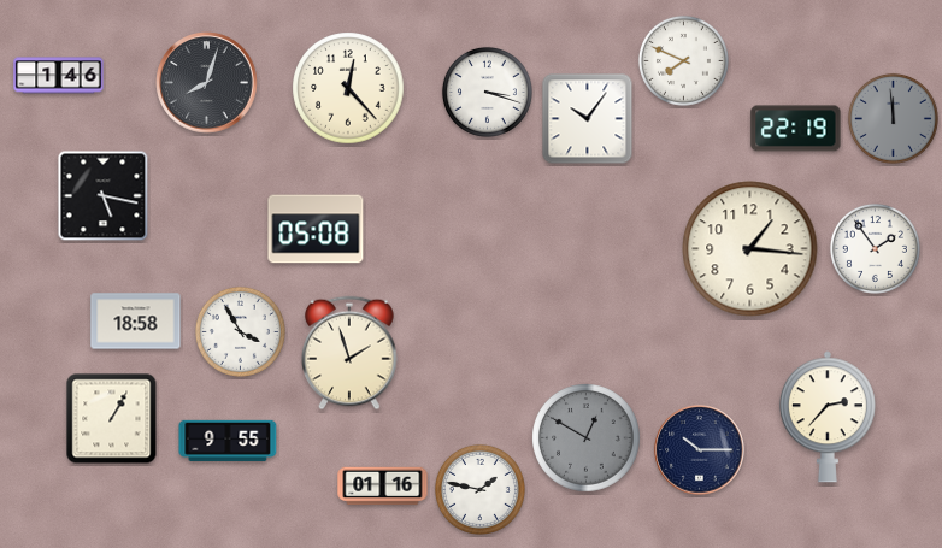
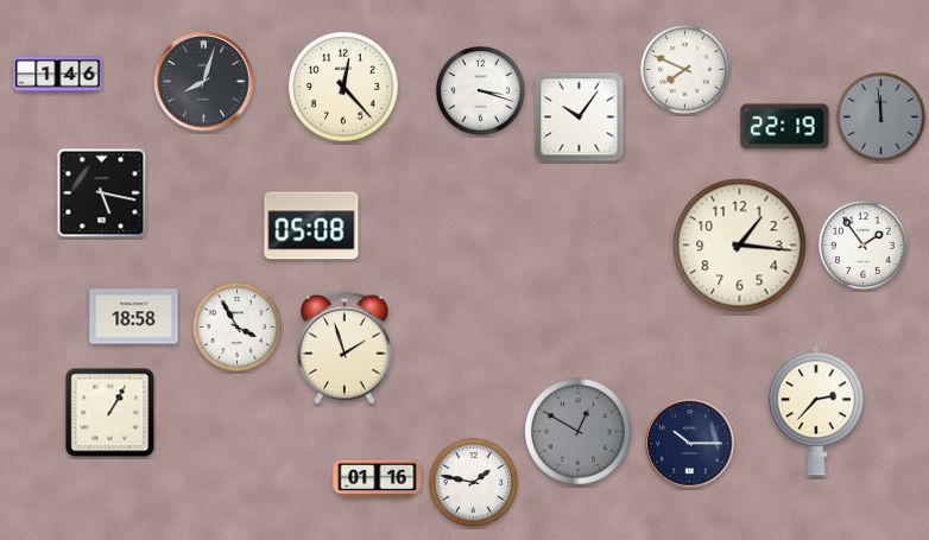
clock at (683, 60) position: (683, 60) -> (684, 69)
clock at (228, 441): 9:55 -> none
